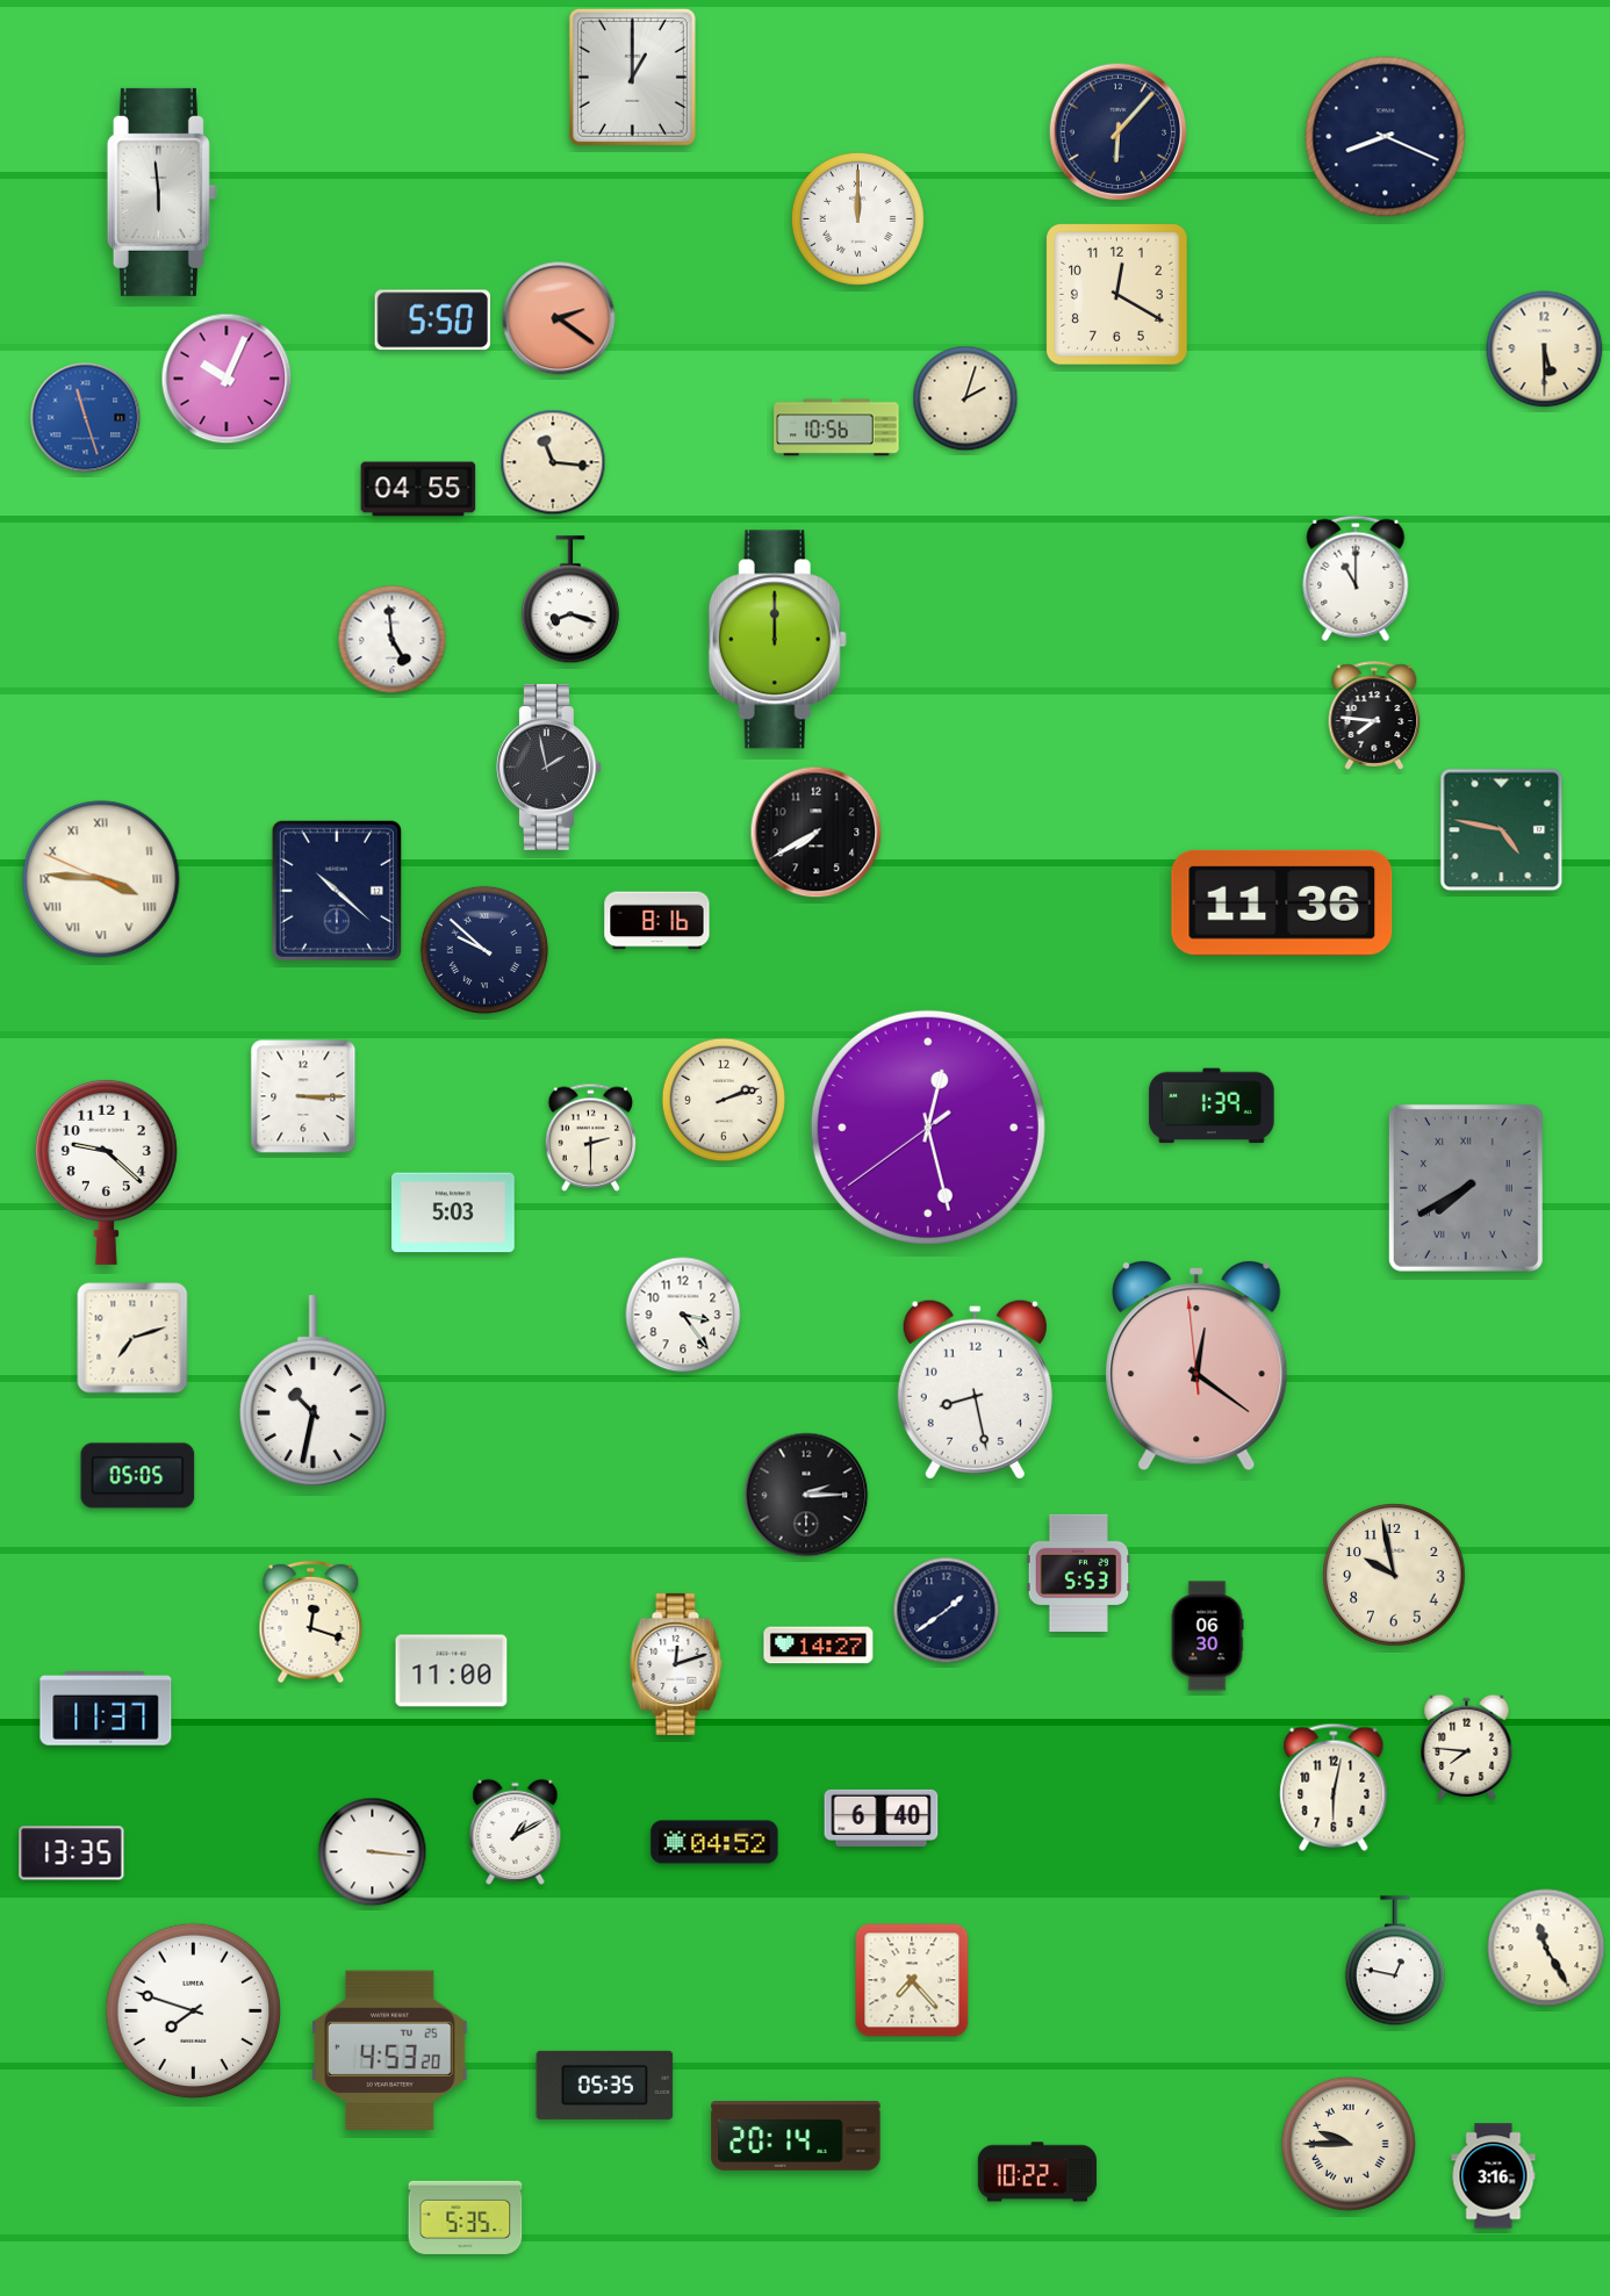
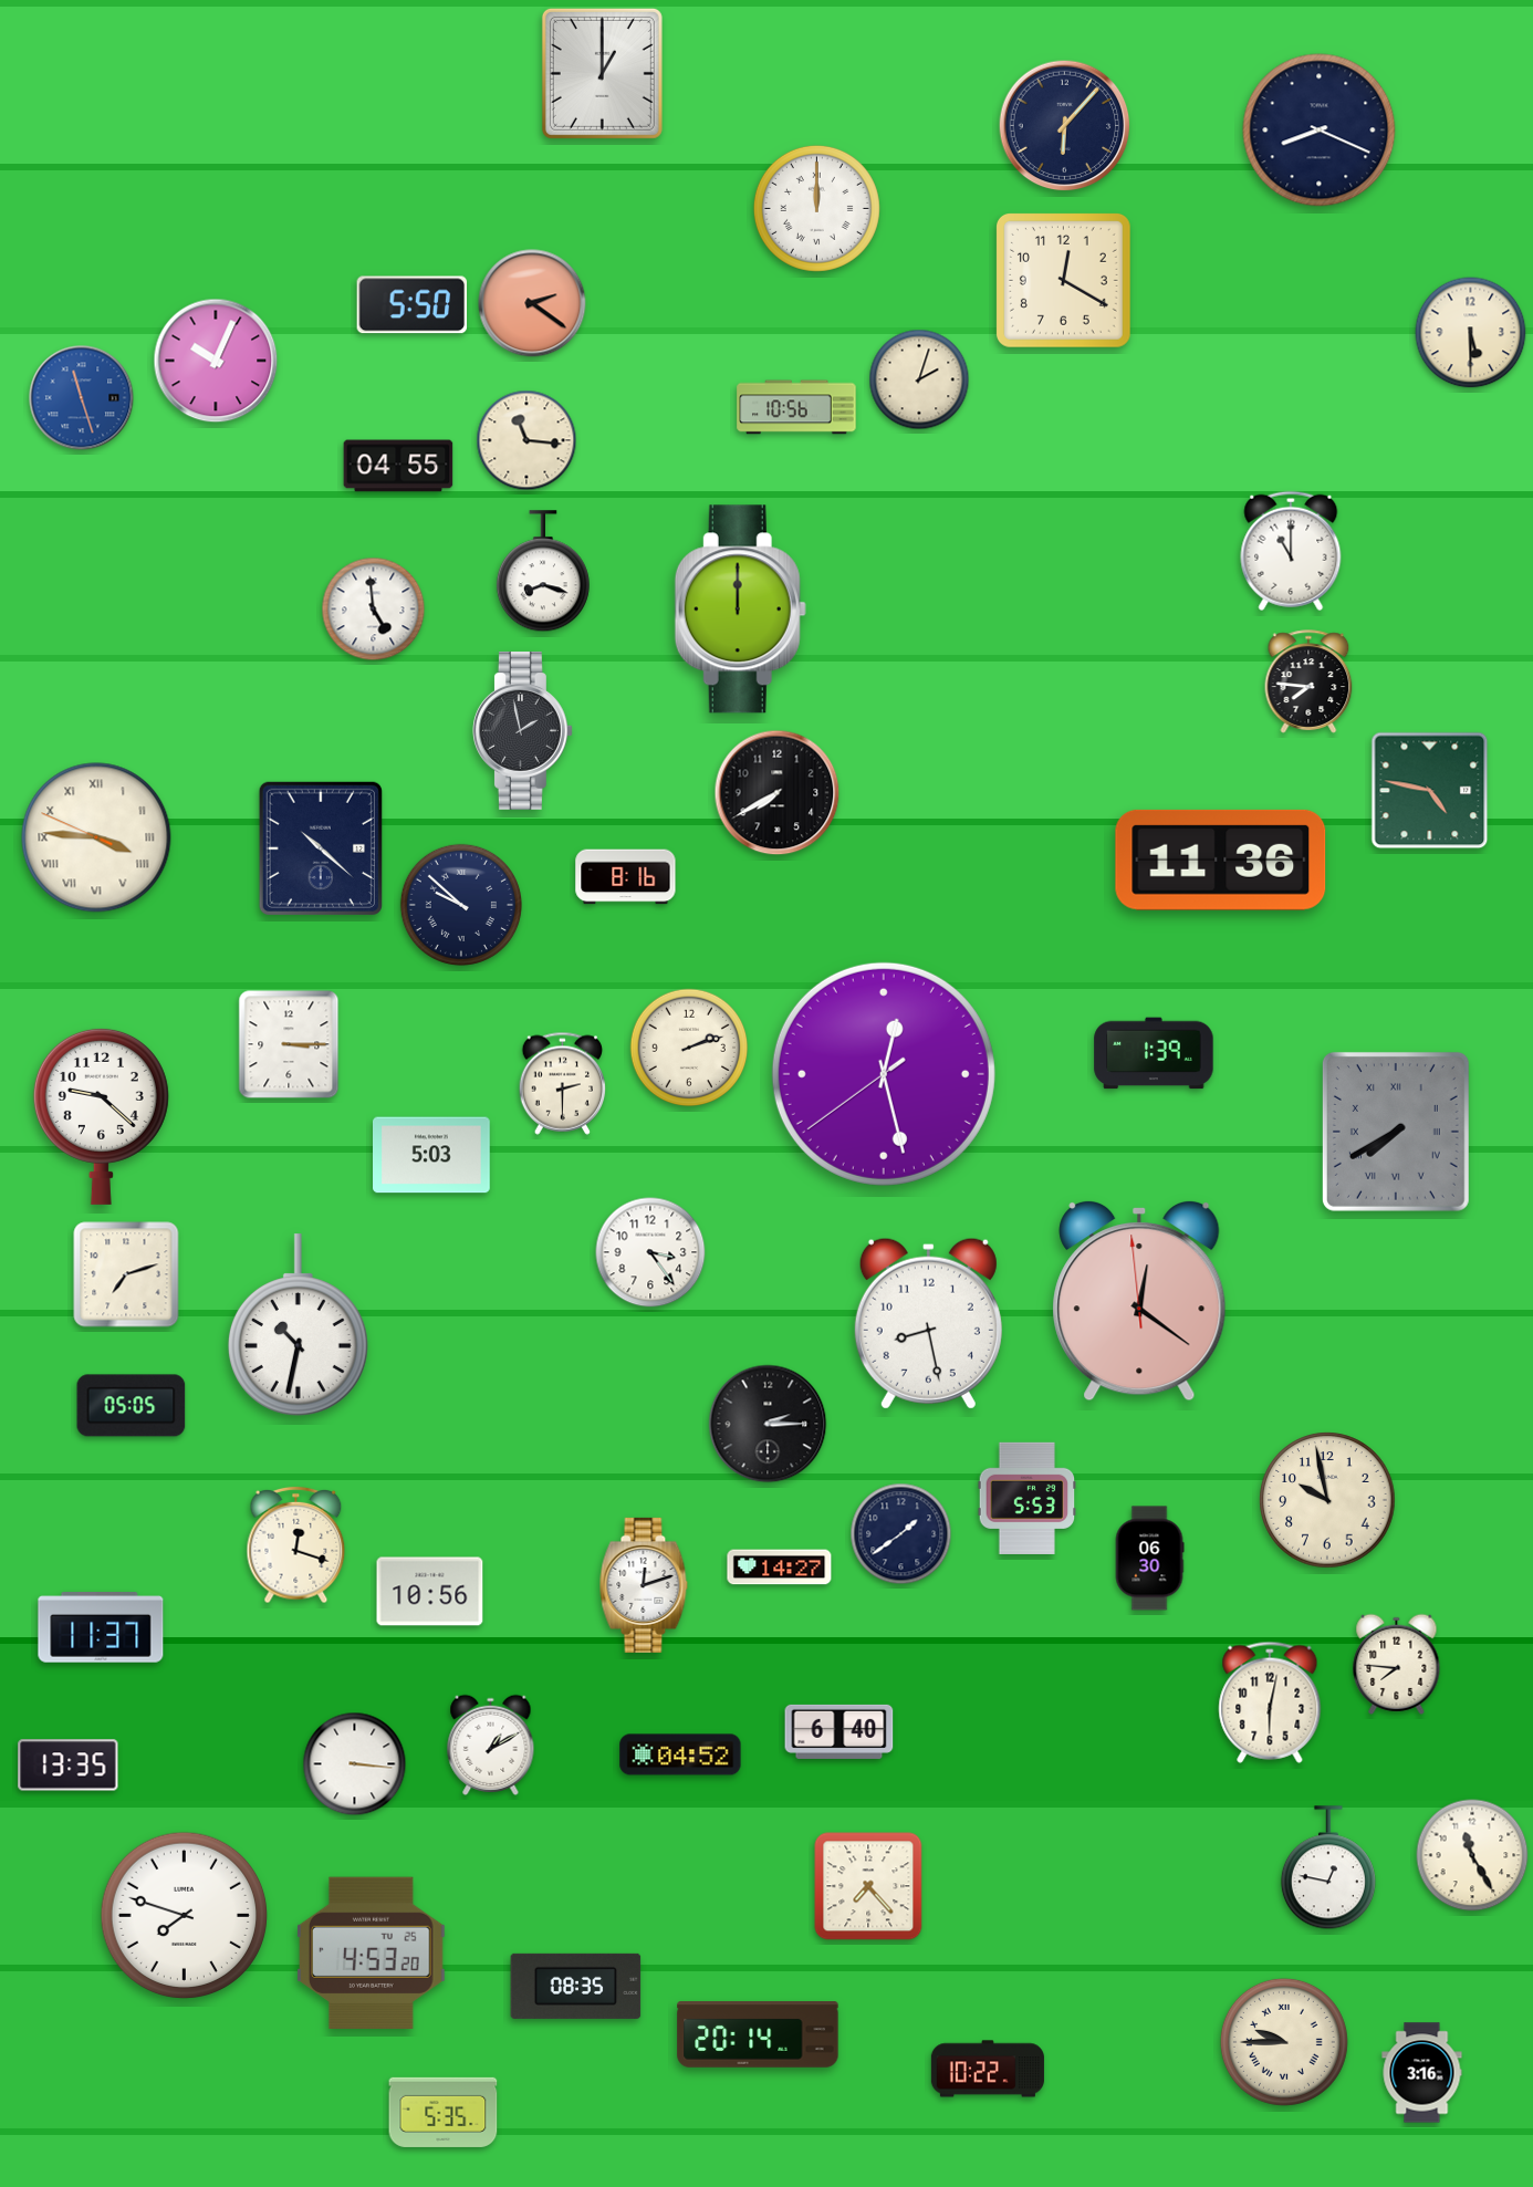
clock at (161, 192): 5:59 -> none
clock at (452, 1671): 11:00 -> 10:56
clock at (605, 2085): 05:35 -> 08:35
